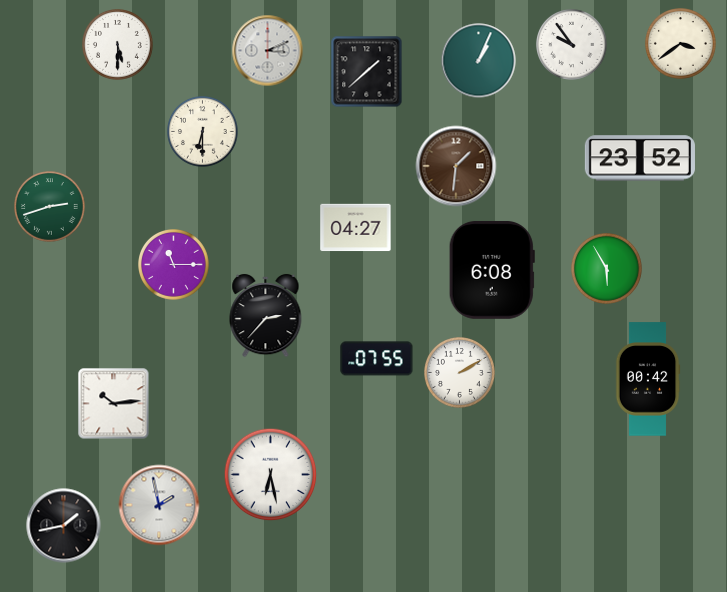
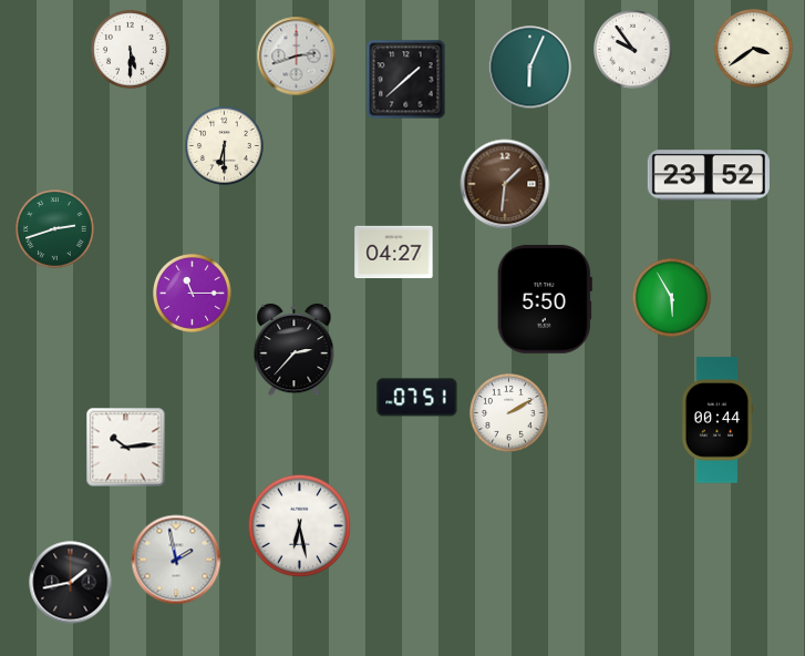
clock at (268, 51): 3:11 -> 2:42
clock at (479, 61): 1:04 -> 6:04
clock at (492, 270): 6:08 -> 5:50
clock at (377, 359): 07:55 -> 07:51
clock at (648, 379): 00:42 -> 00:44
